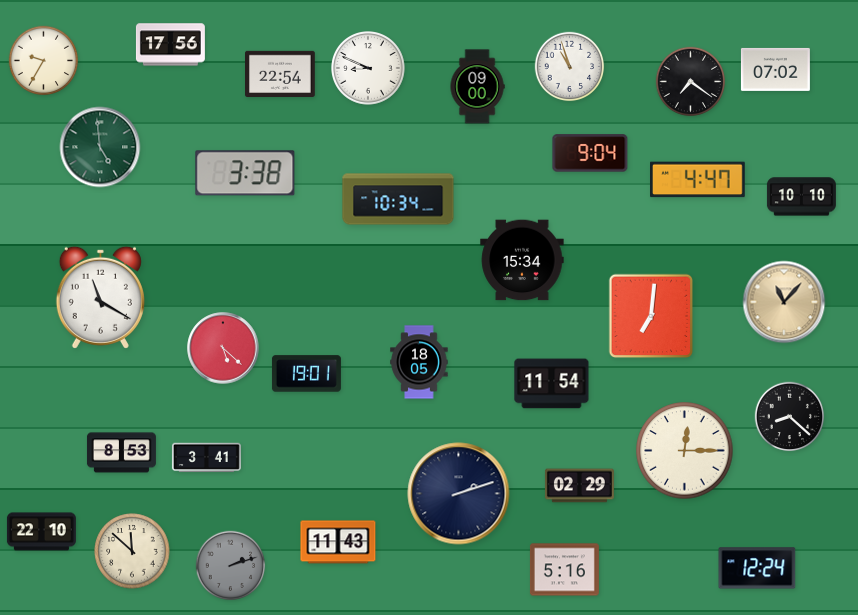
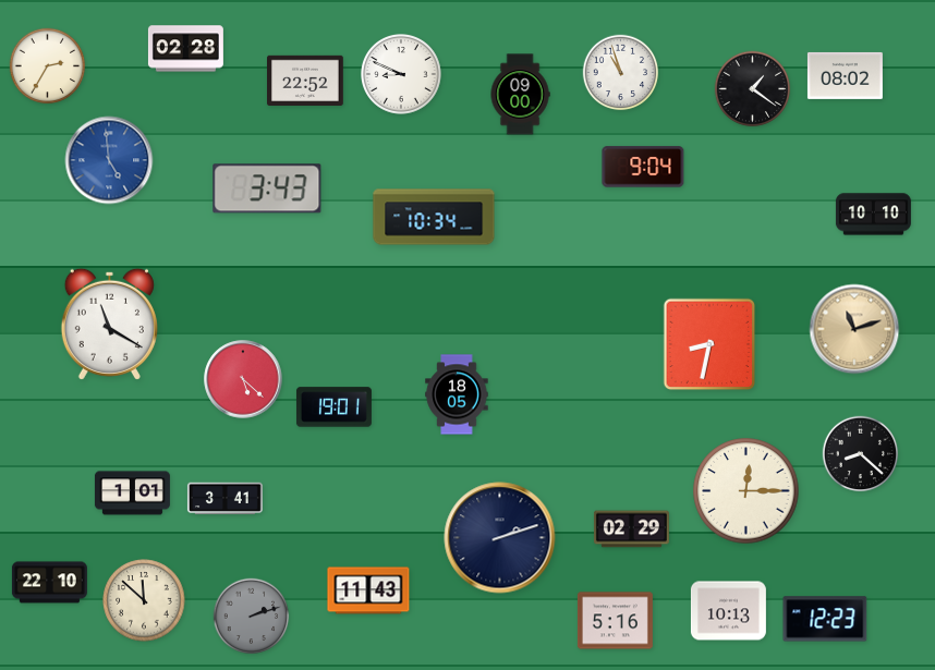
clock at (170, 45): 17:56 -> 02:28
clock at (44, 61): 9:35 -> 2:35
clock at (775, 69): 07:02 -> 08:02
clock at (280, 73): 22:54 -> 22:52
clock at (691, 82): 7:21 -> 1:21
clock at (100, 147) dial: green -> blue
clock at (245, 173): 3:38 -> 3:43
clock at (698, 180): 4:47 -> none
clock at (522, 260): 15:34 -> none
clock at (784, 302): 11:07 -> 11:12
clock at (651, 316): 7:01 -> 8:32
clock at (552, 384): 11:54 -> none
clock at (121, 453): 8:53 -> 1:01
clock at (41, 532) position: (41, 532) -> (49, 583)
clock at (728, 611): none -> 10:13
clock at (757, 568): 12:24 -> 12:23
